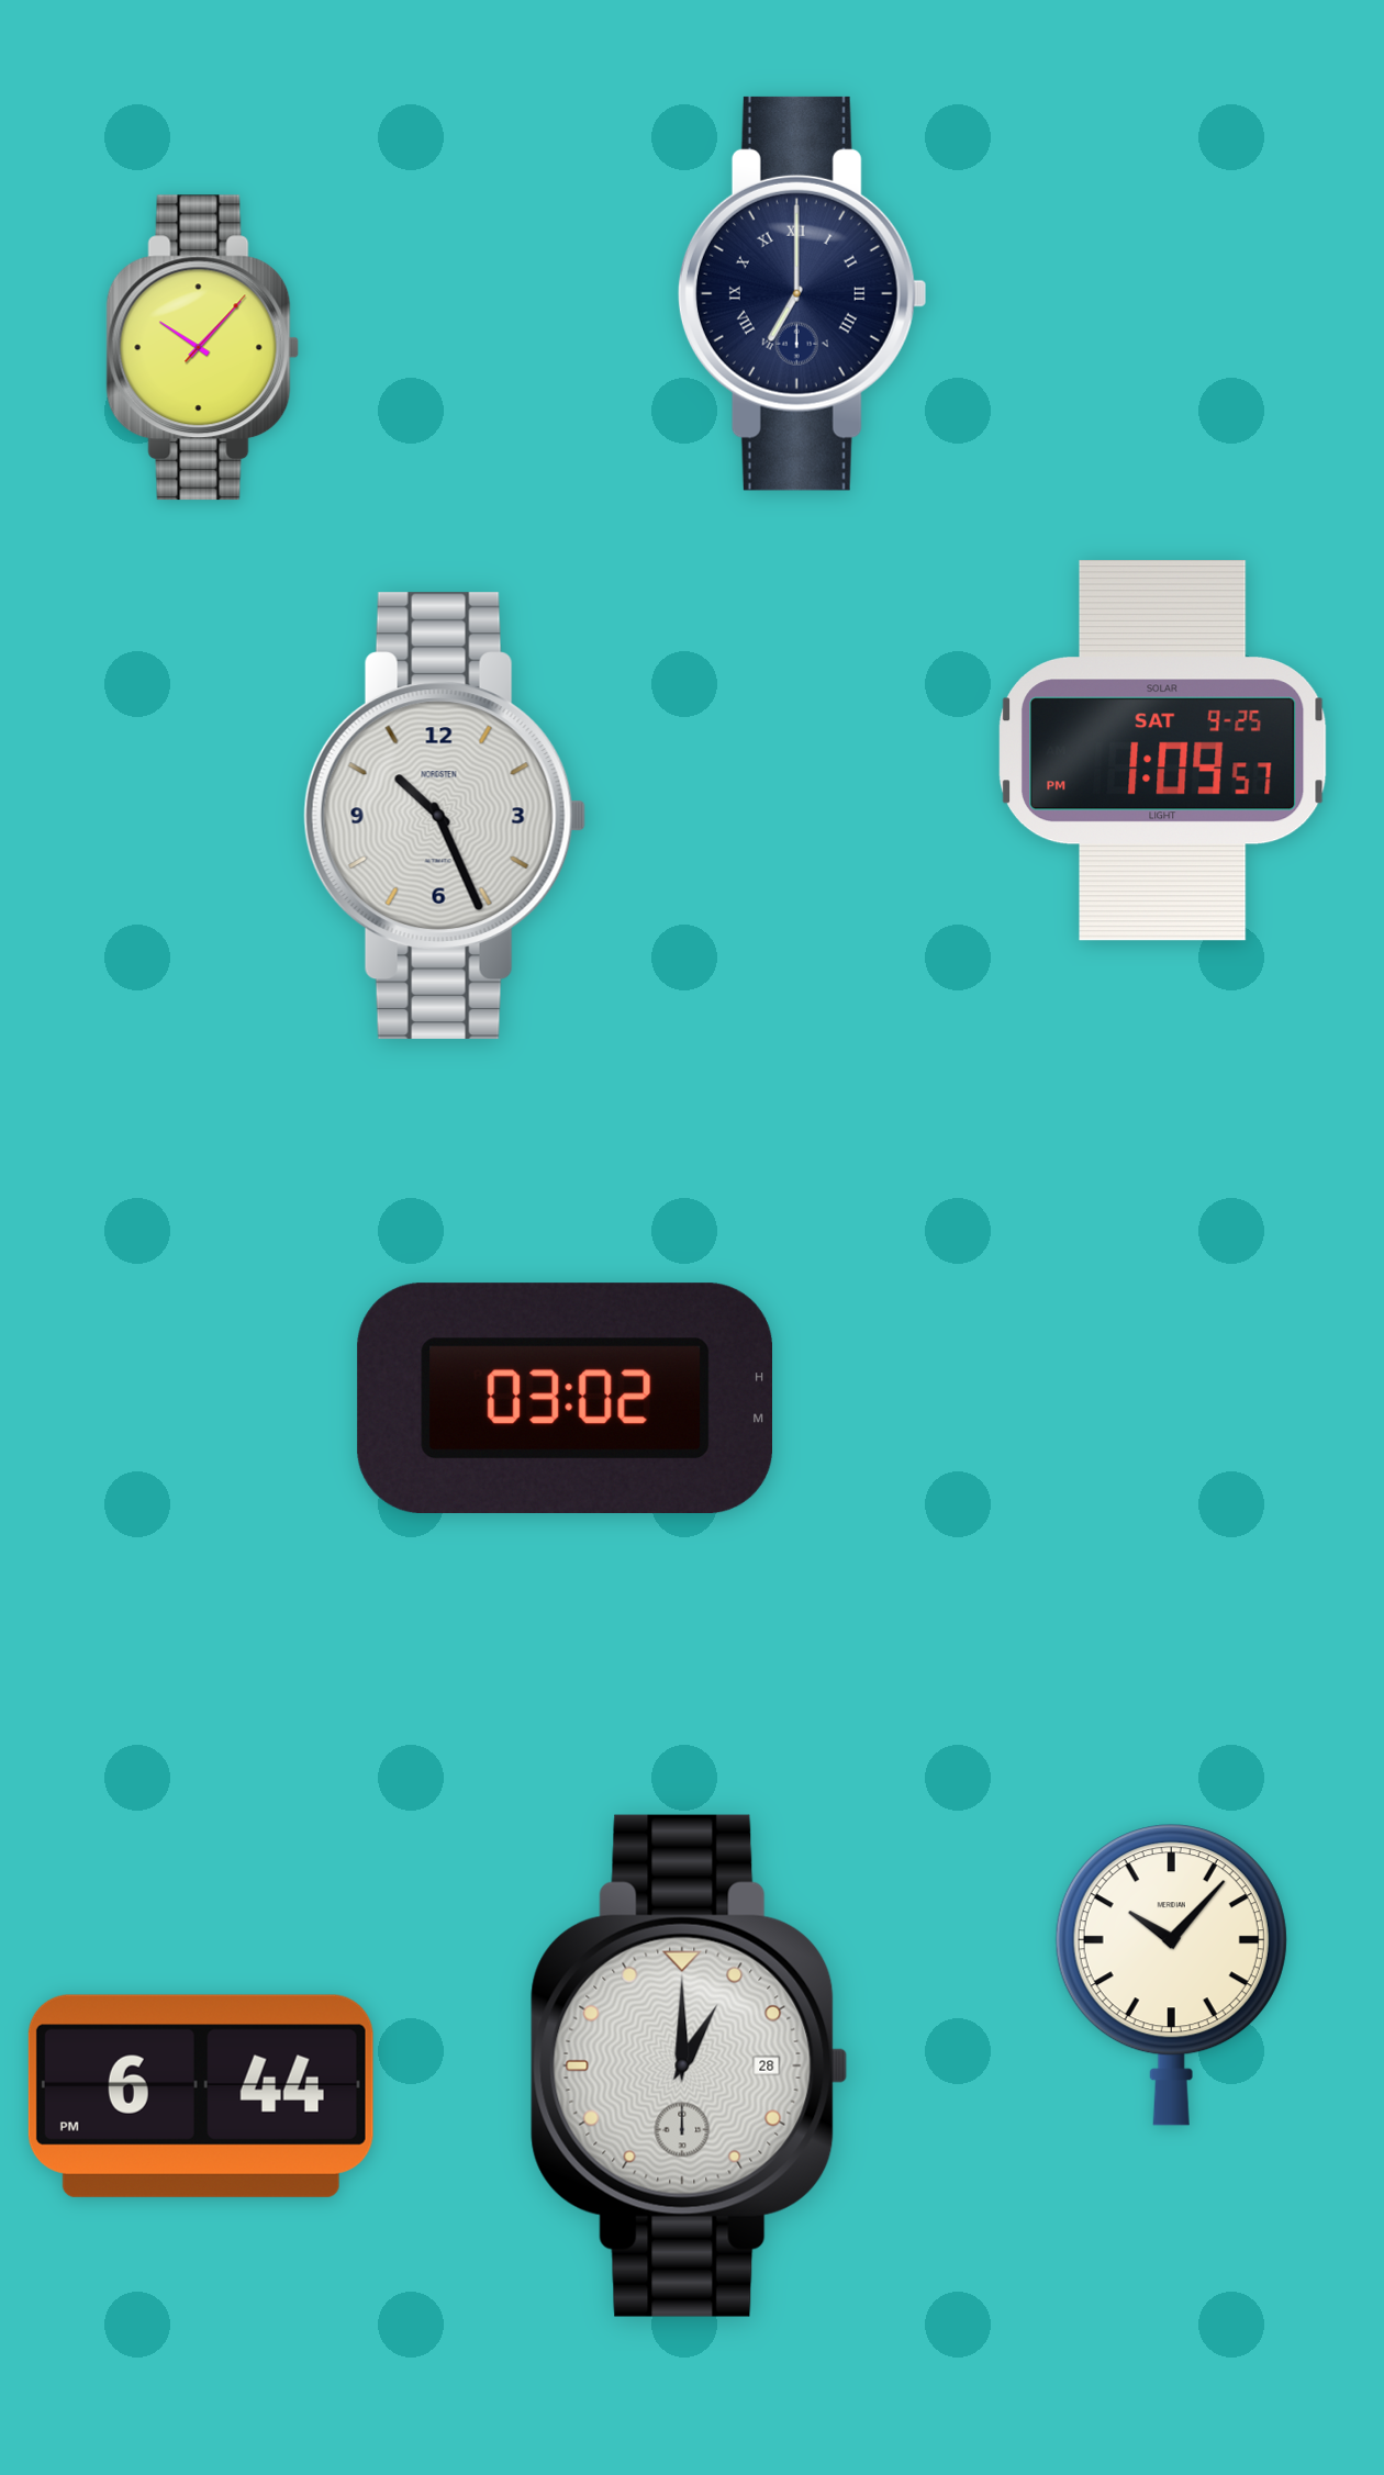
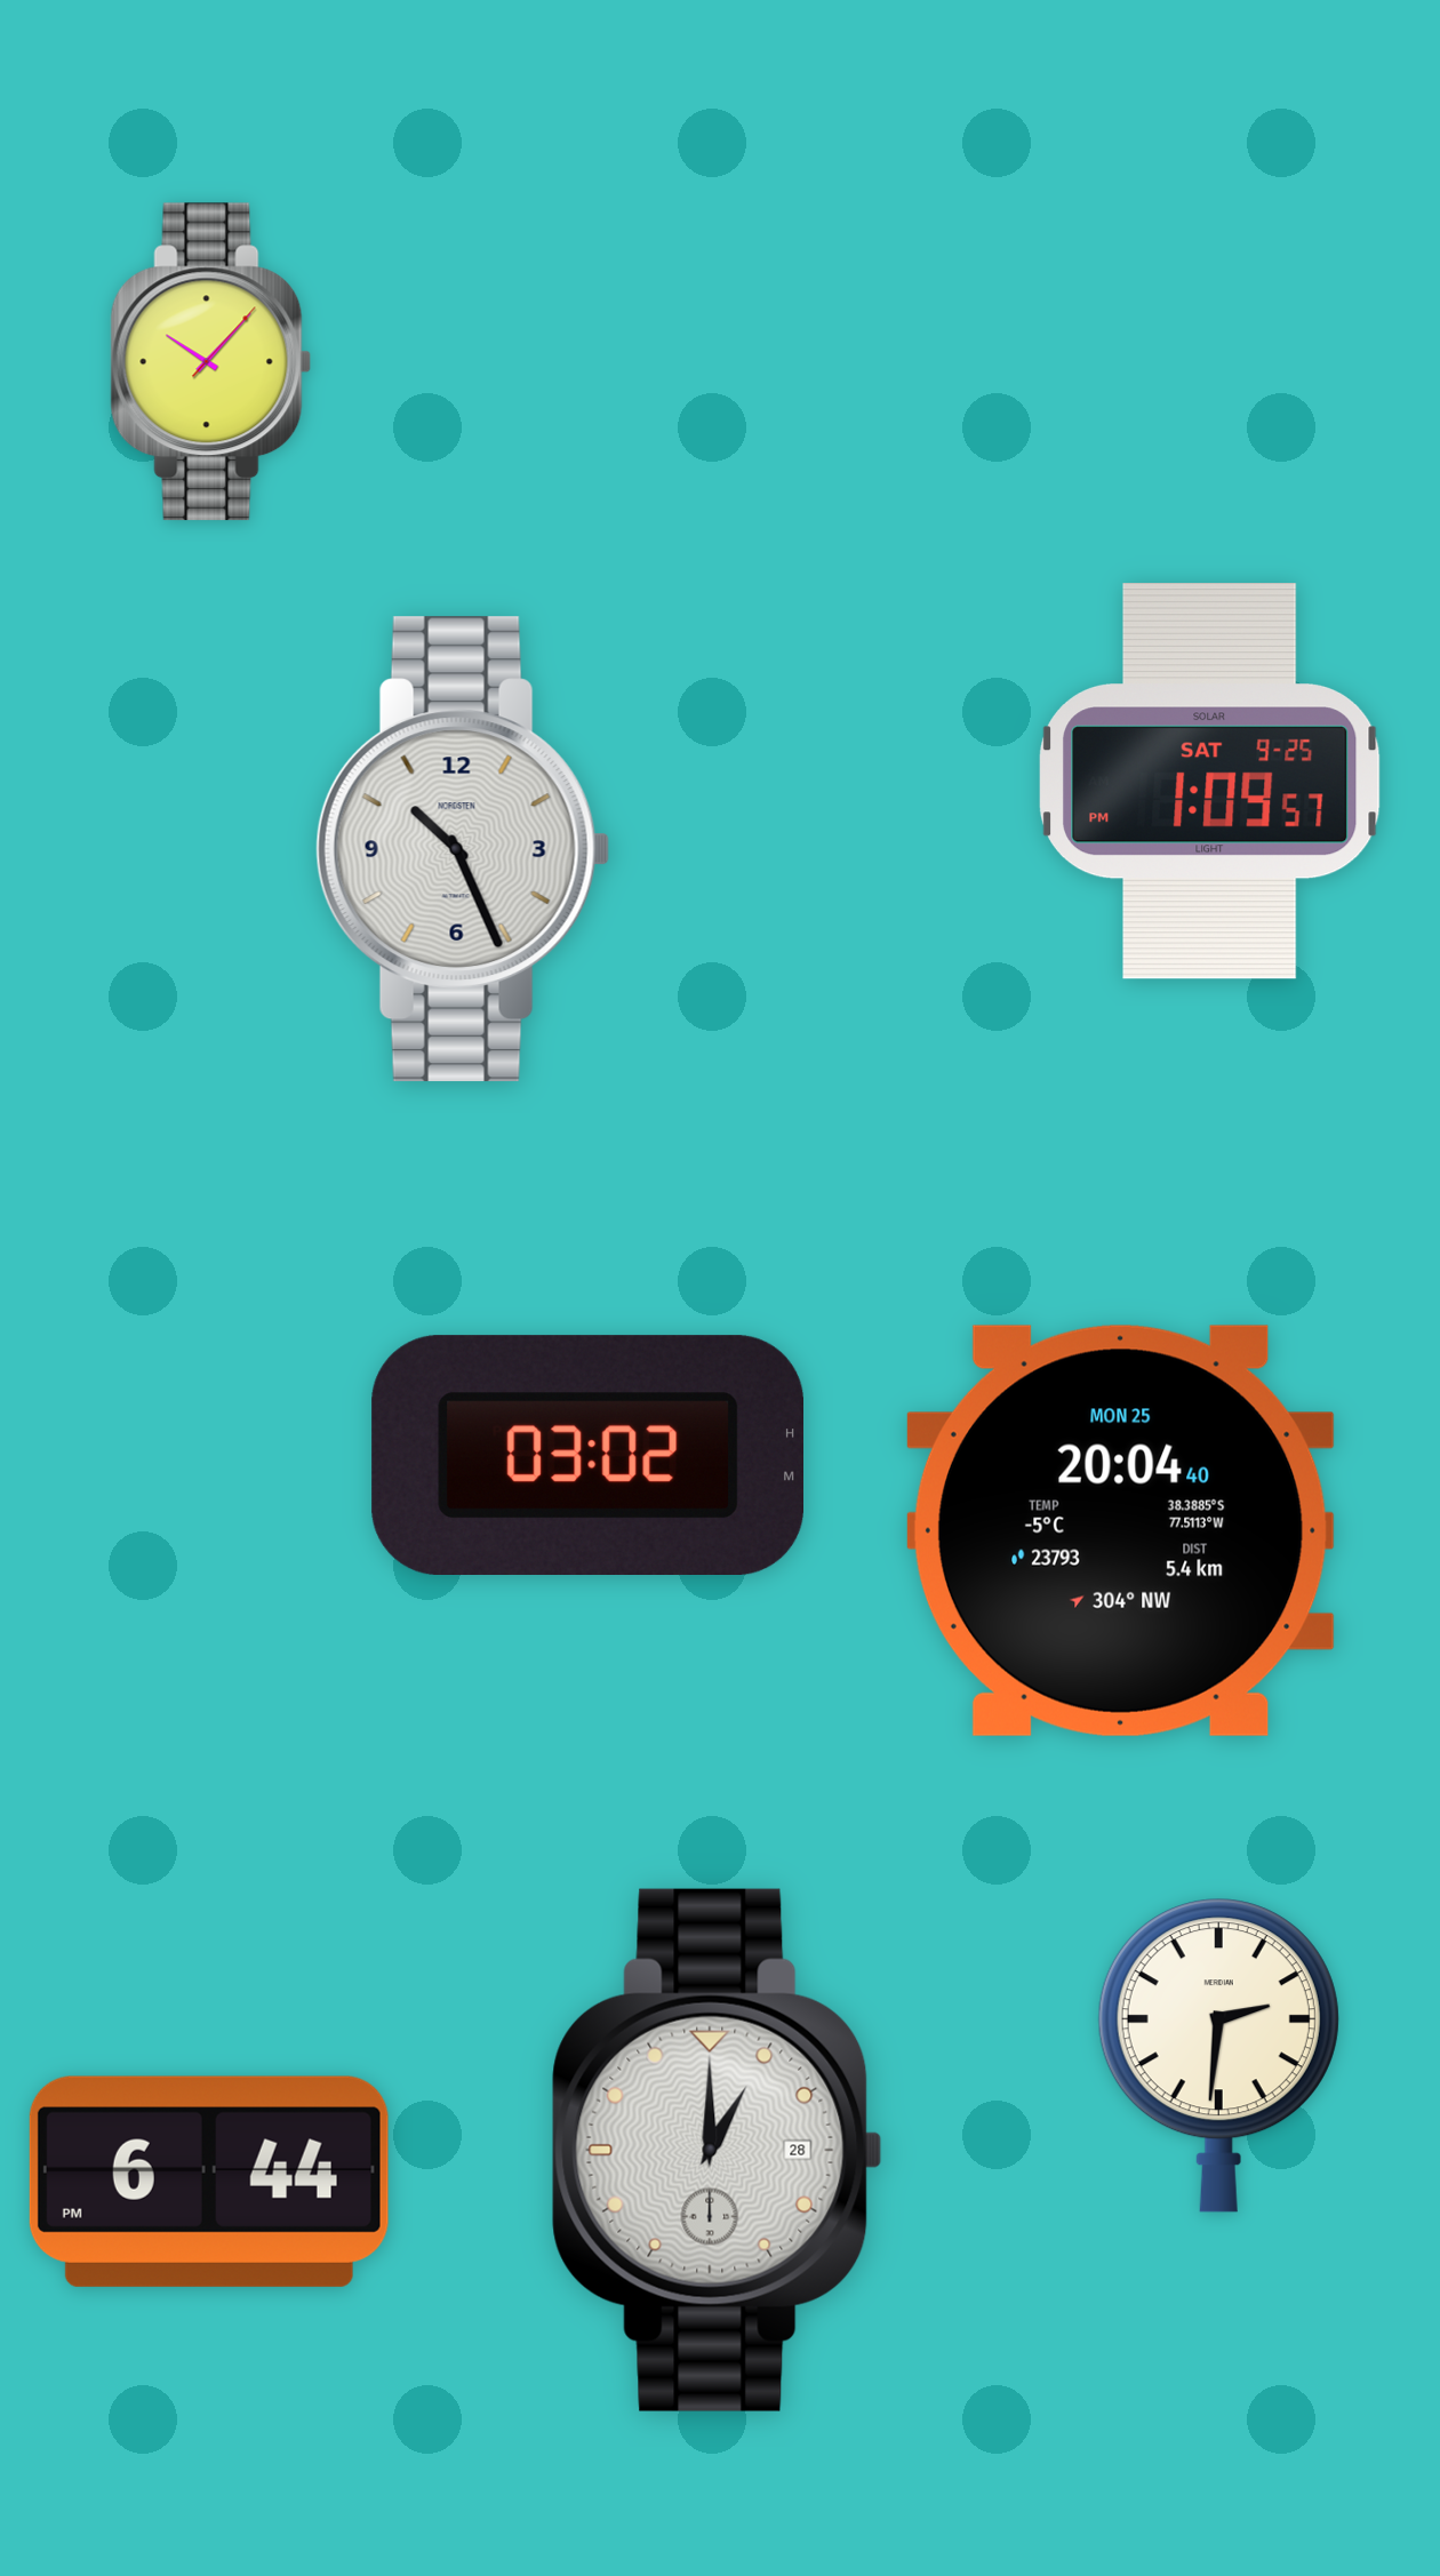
clock at (802, 293): 7:00 -> none
clock at (1120, 1530): none -> 20:04
clock at (1171, 1975): 10:07 -> 2:31
